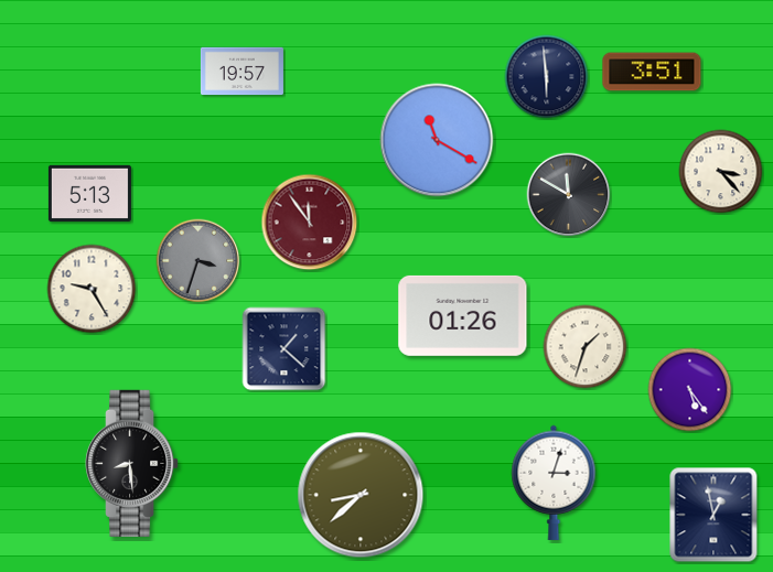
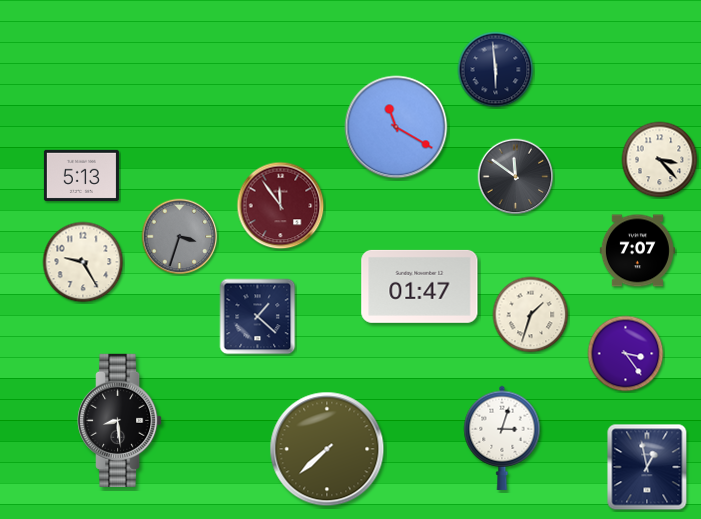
clock at (241, 72): 19:57 -> none
clock at (652, 72): 3:51 -> none
clock at (721, 172) position: (721, 172) -> (660, 160)
clock at (569, 195): 11:50 -> 11:51
clock at (310, 223) position: (310, 223) -> (281, 206)
clock at (637, 251): none -> 7:07
clock at (463, 315): 01:26 -> 01:47
clock at (690, 390): 5:24 -> 3:24
clock at (361, 495): 8:38 -> 7:38
